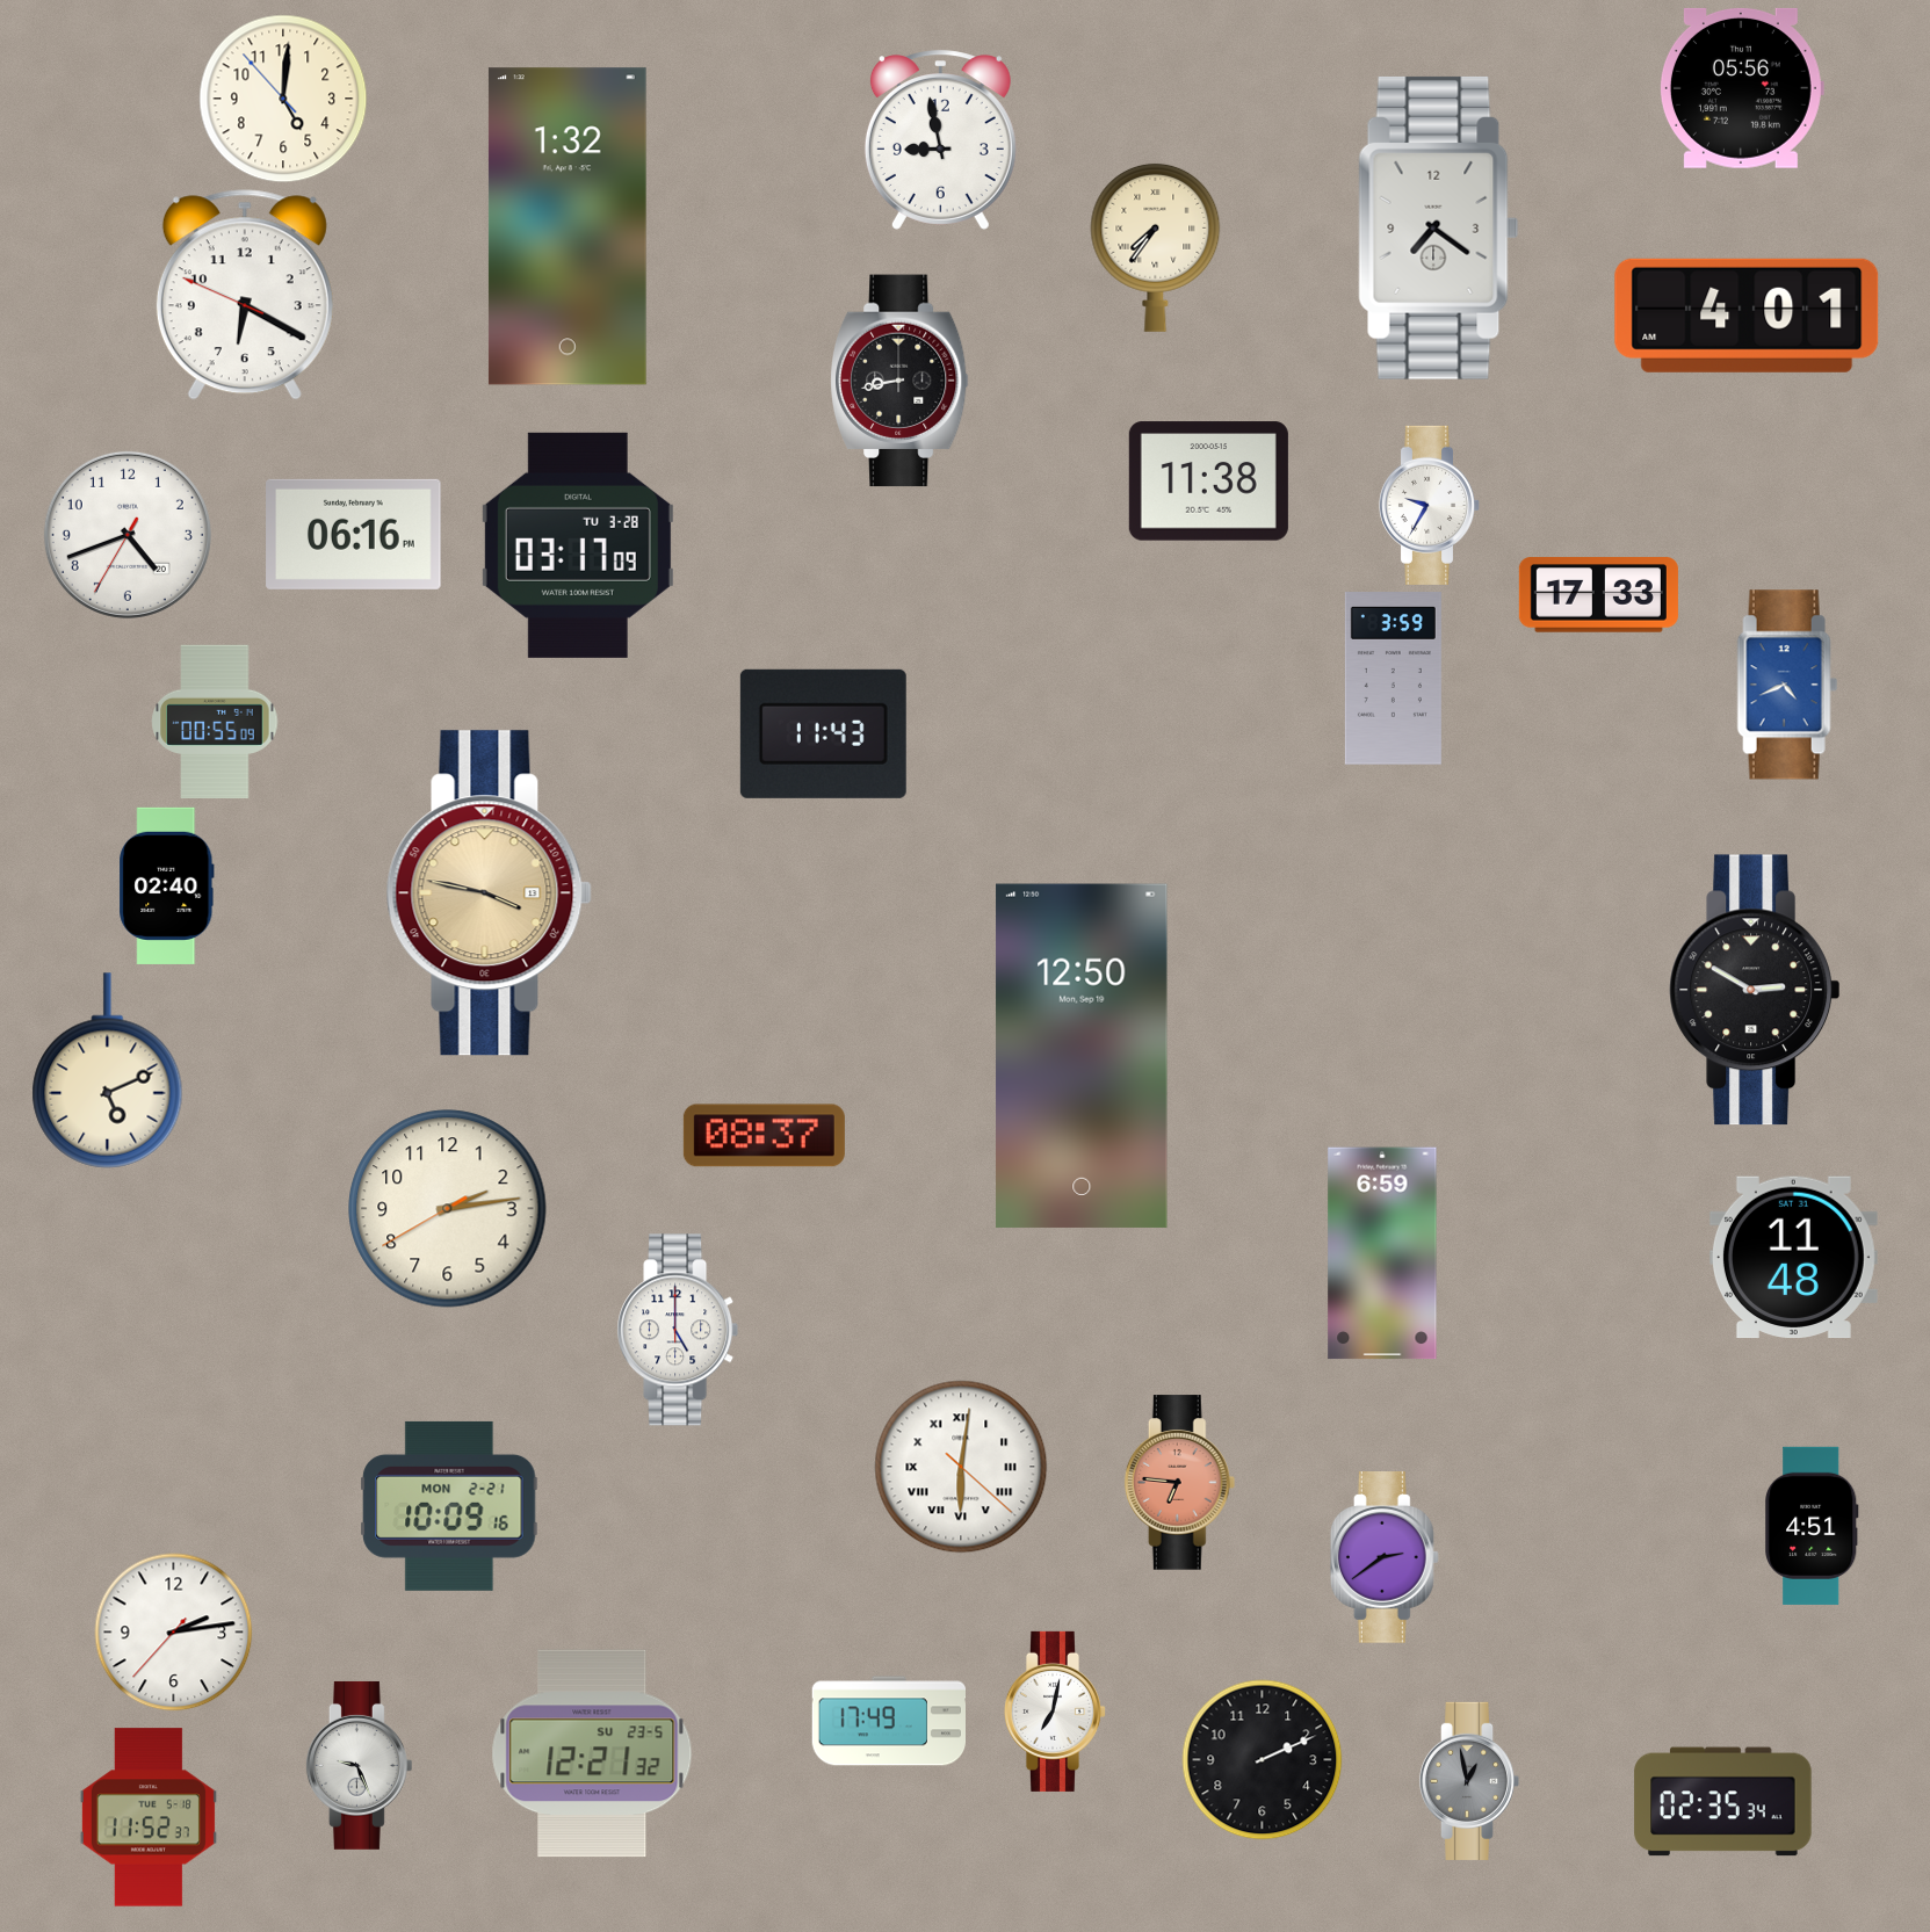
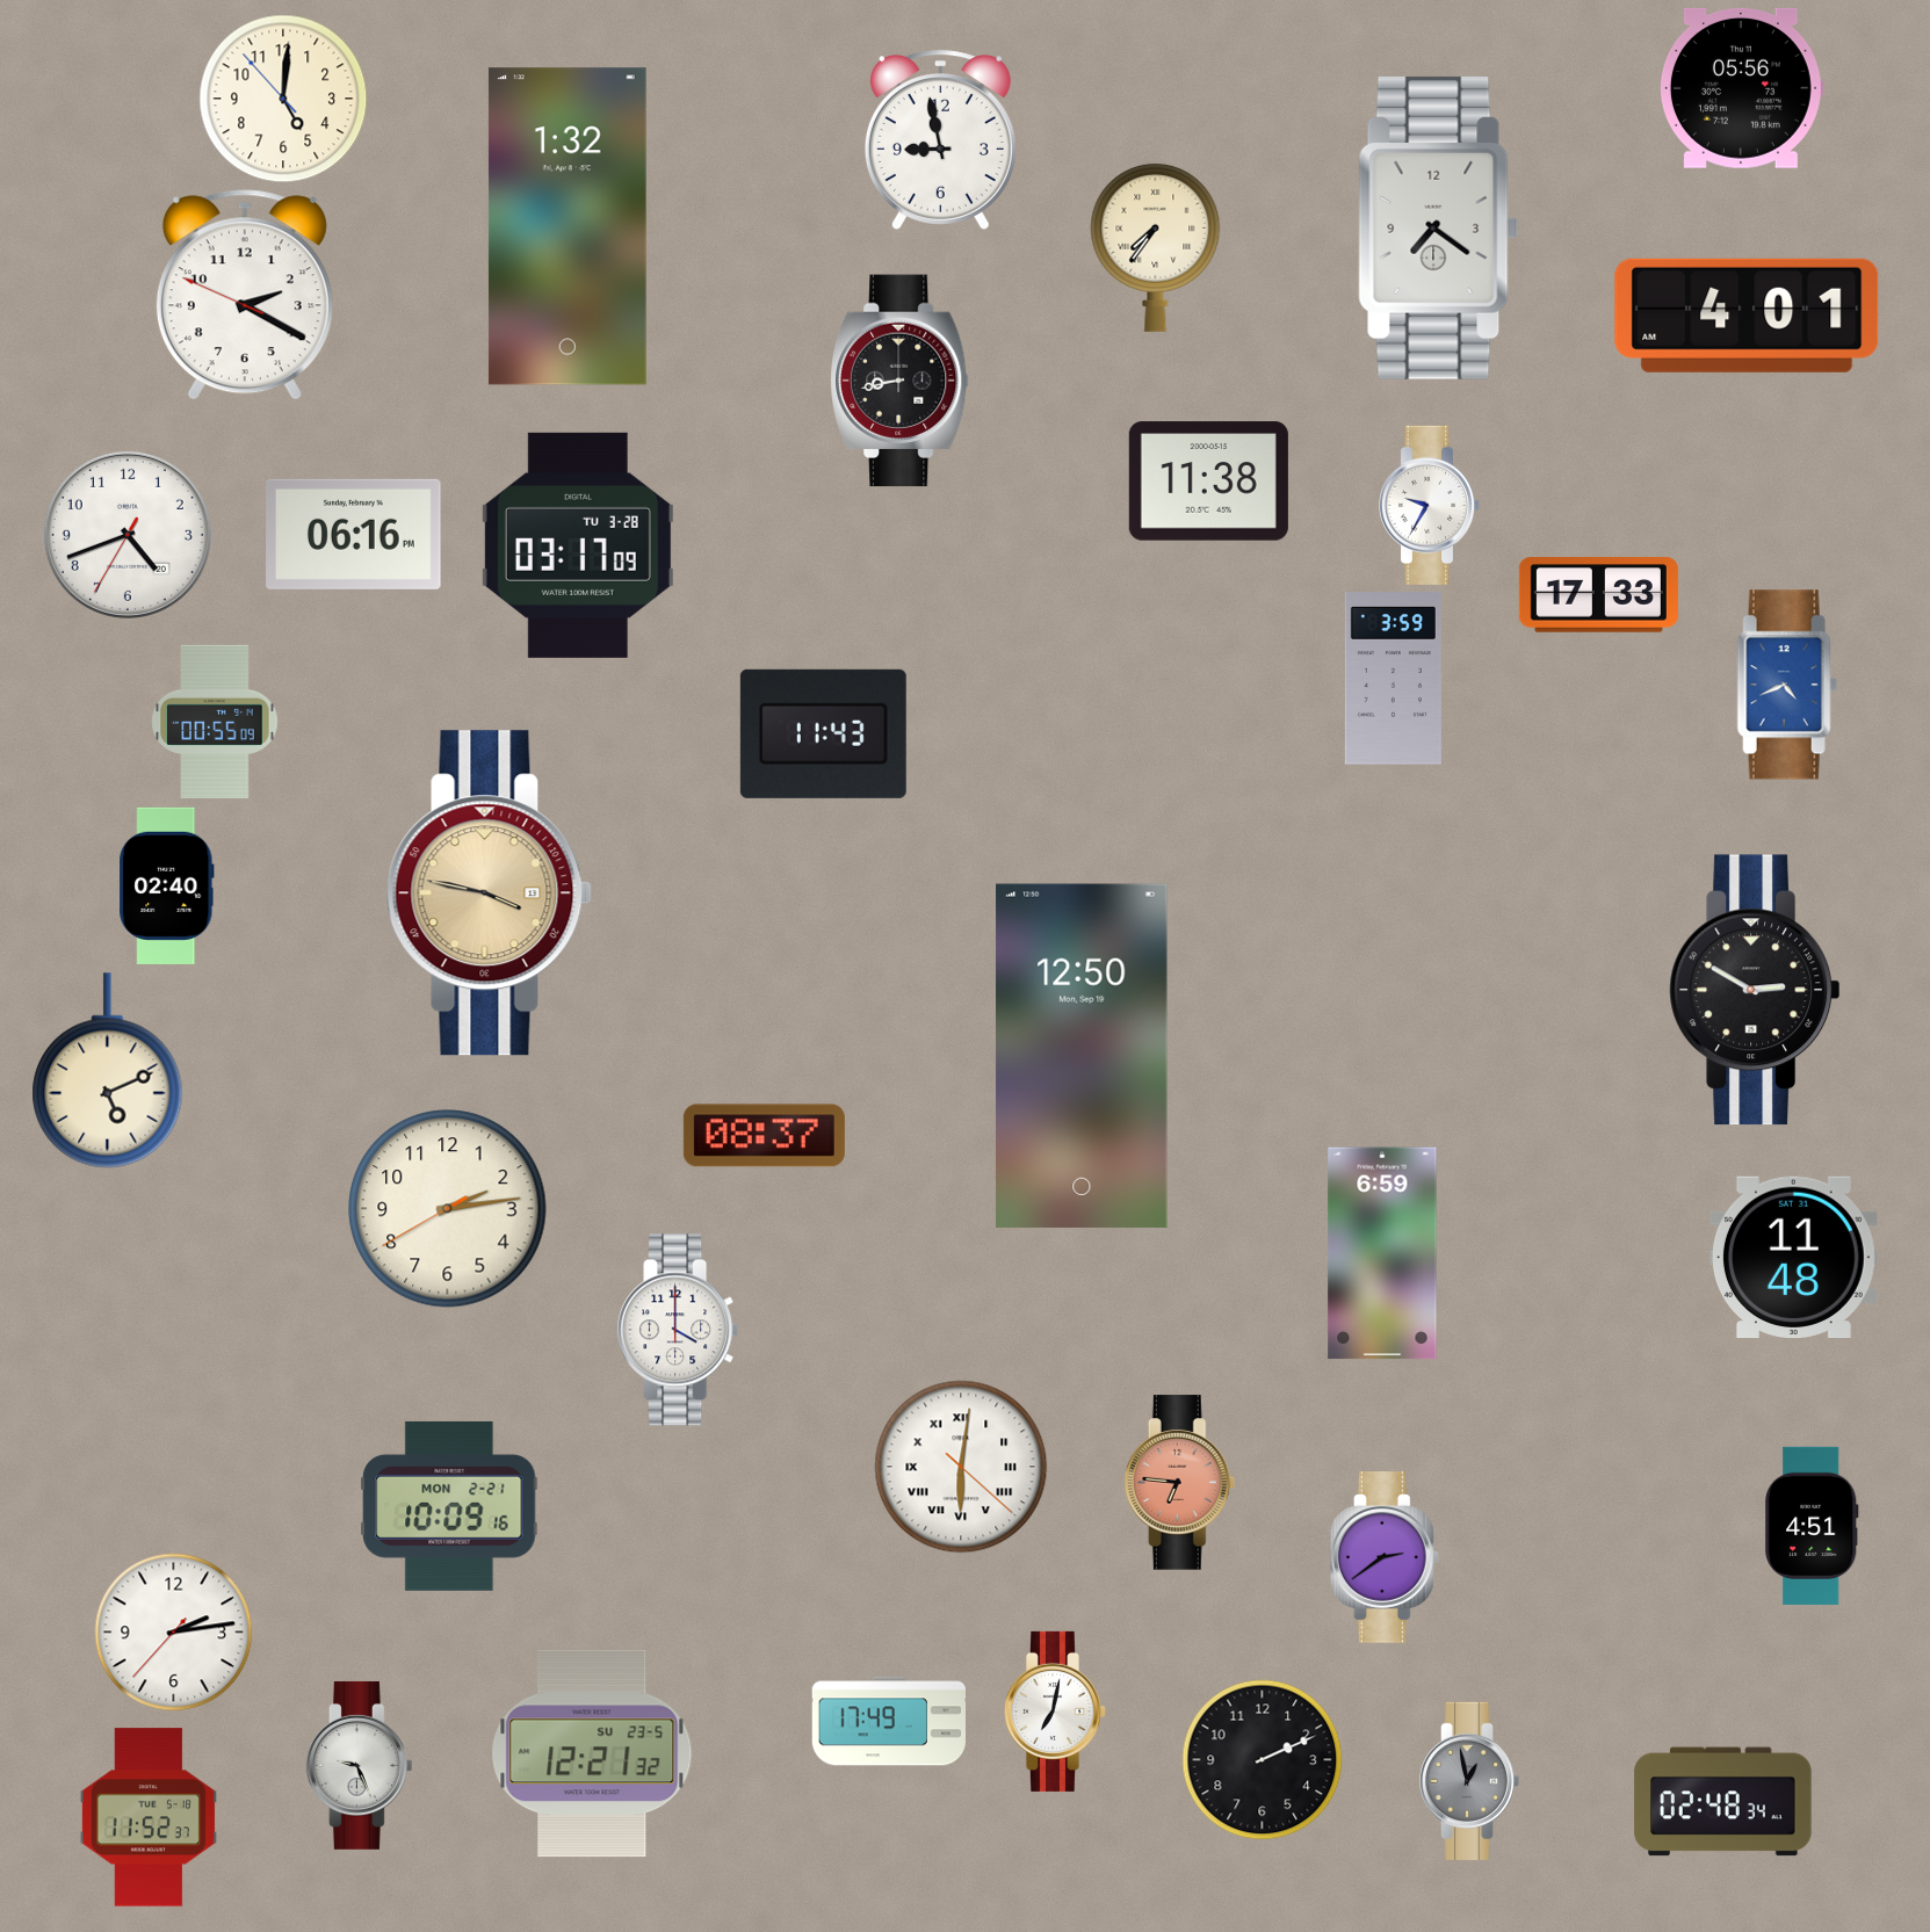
clock at (245, 295): 6:19 -> 2:19
clock at (678, 1330): 5:00 -> 4:00
clock at (1723, 1802): 02:35 -> 02:48
